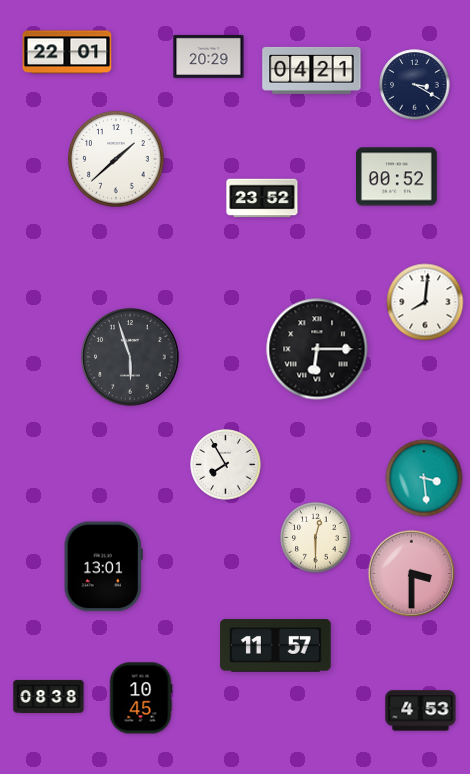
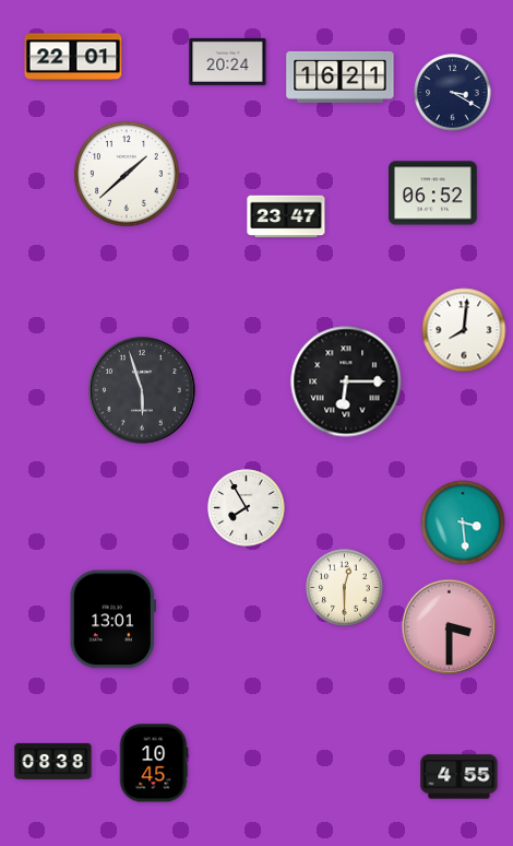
clock at (209, 56): 20:29 -> 20:24
clock at (312, 70): 04:21 -> 16:21
clock at (397, 177): 00:52 -> 06:52
clock at (262, 198): 23:52 -> 23:47
clock at (276, 646): 11:57 -> none
clock at (421, 711): 4:53 -> 4:55
